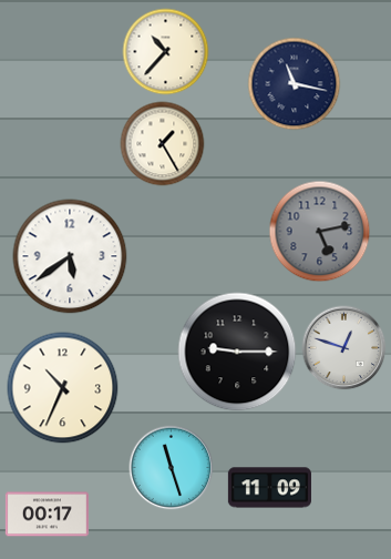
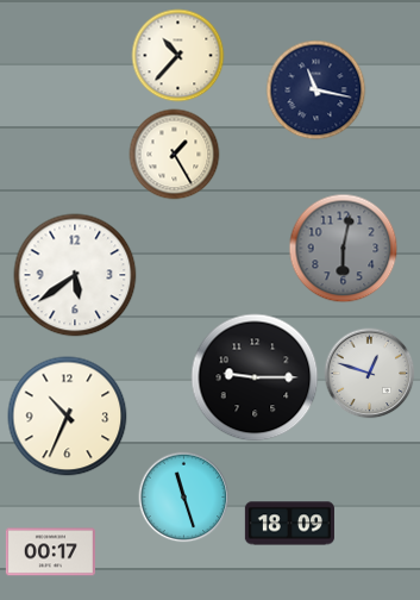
clock at (320, 232): 5:13 -> 6:02
clock at (172, 468) position: (172, 468) -> (184, 498)
clock at (269, 488): 11:09 -> 18:09
